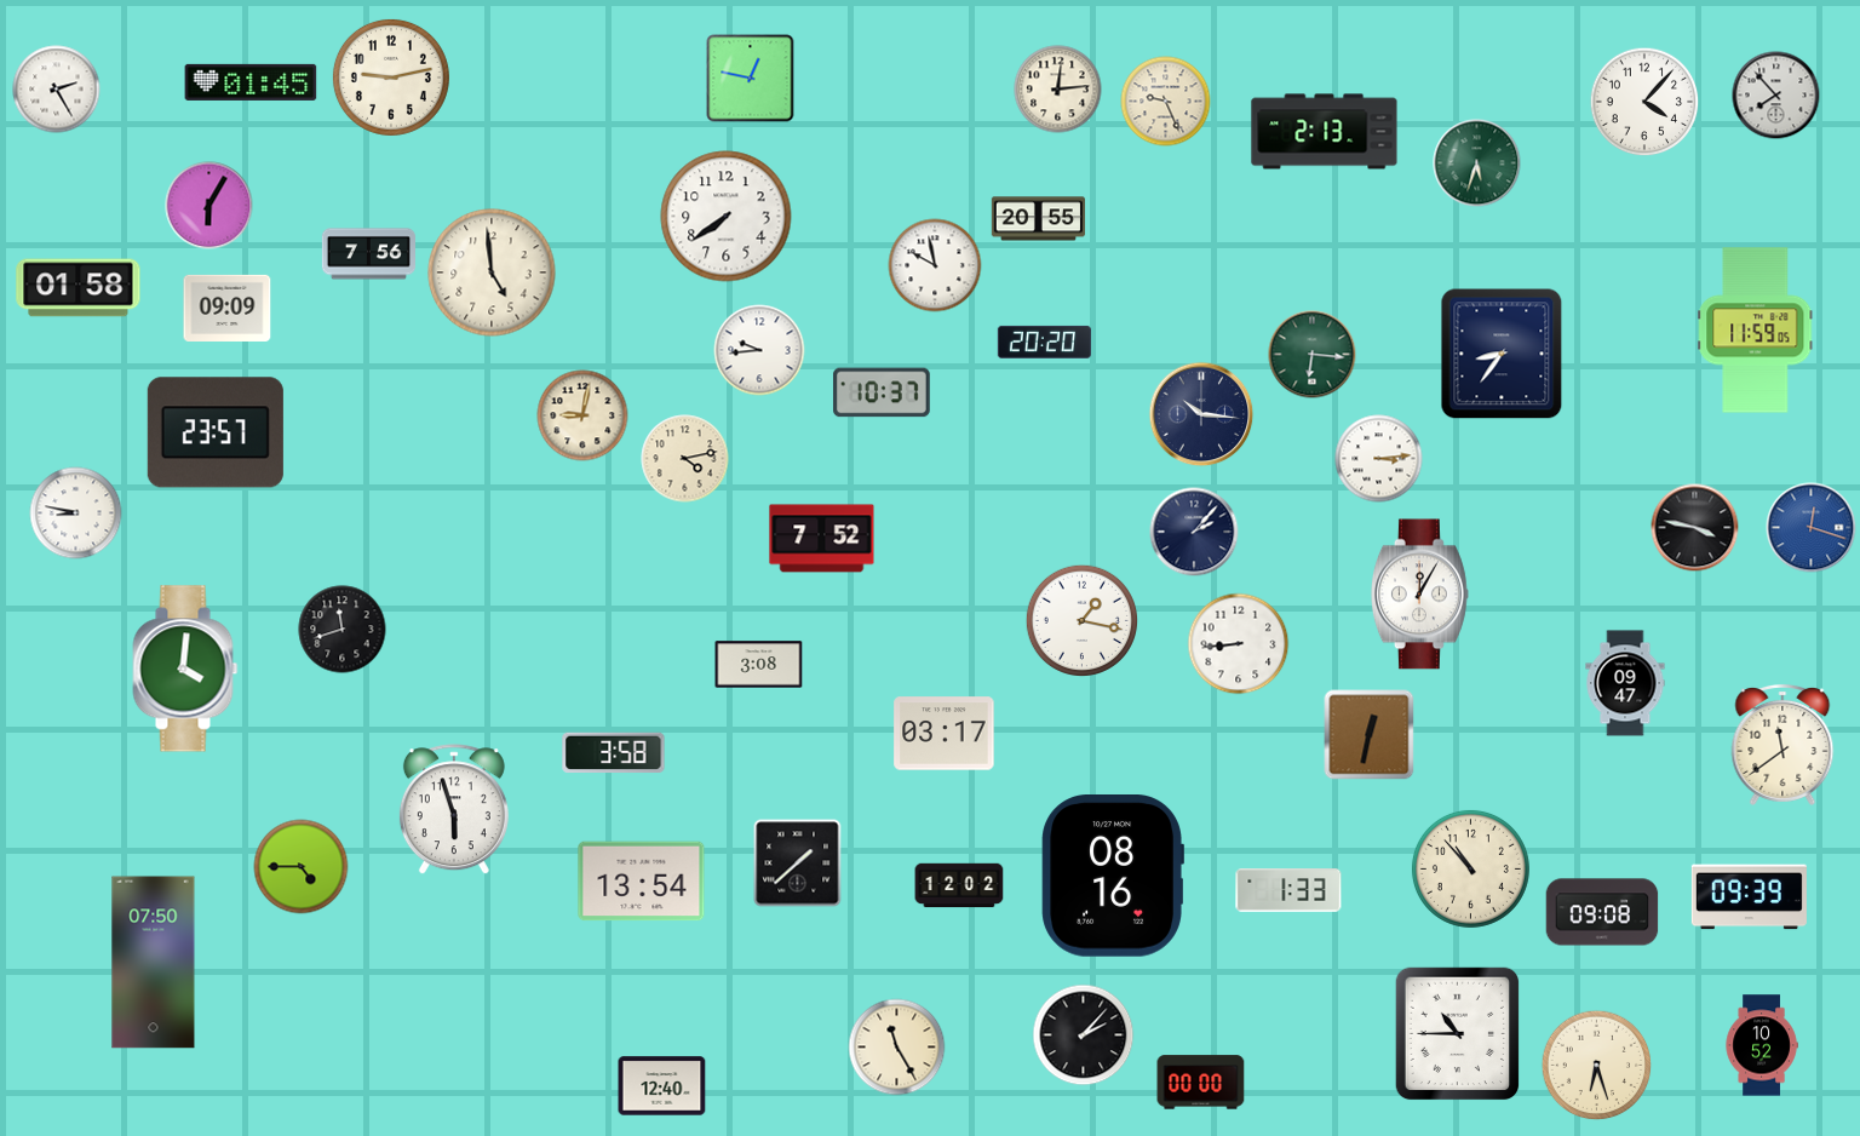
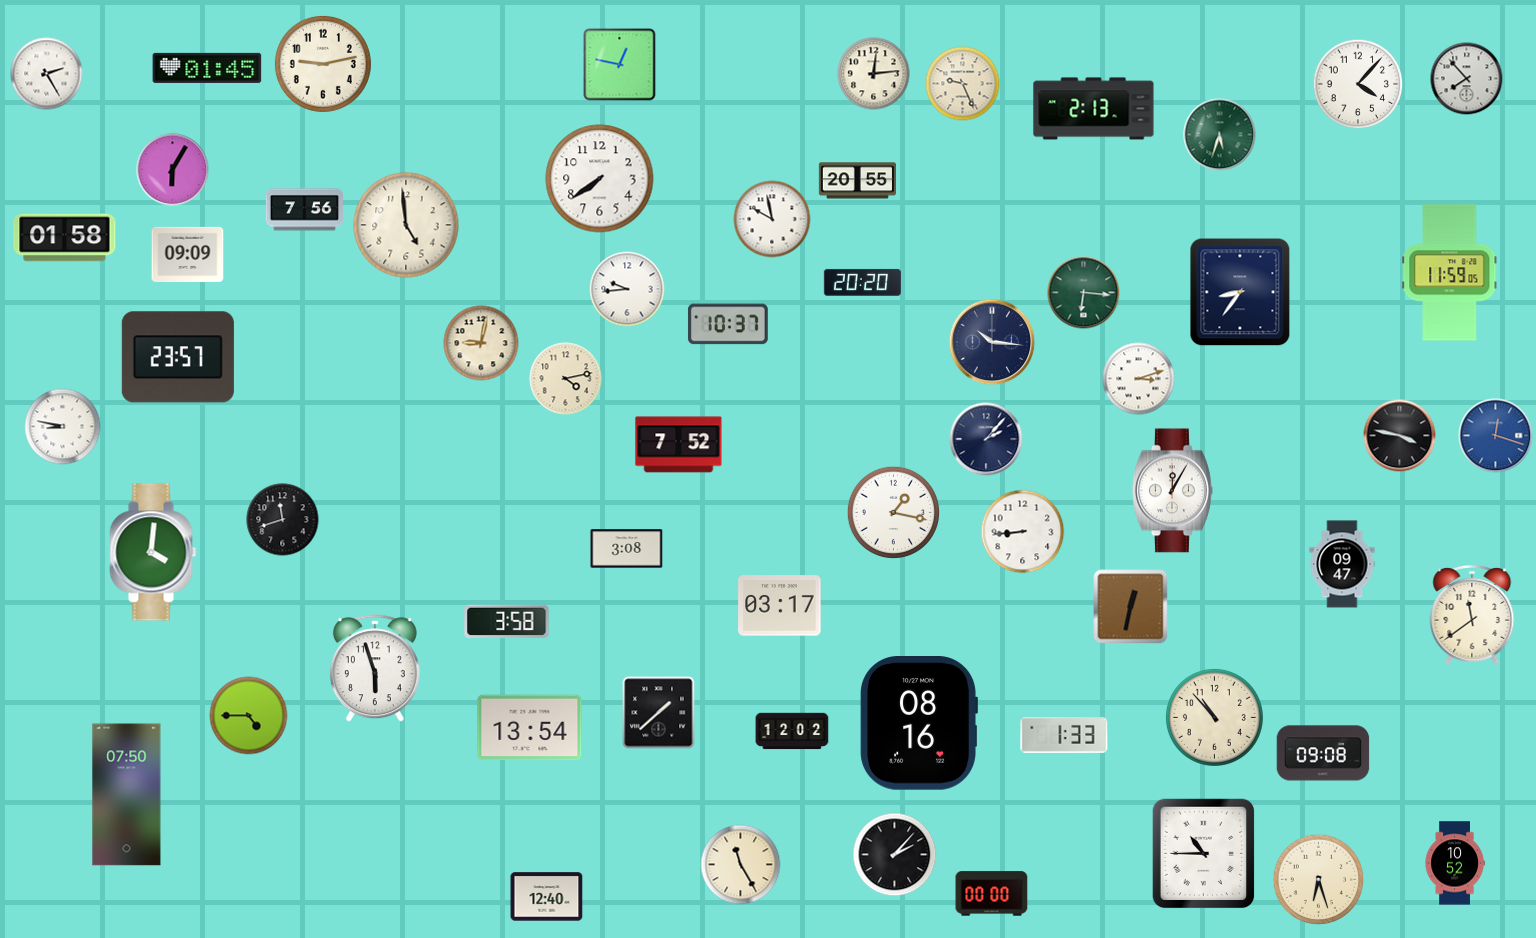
clock at (1379, 459): 3:14 -> 3:12
clock at (76, 514) position: (76, 514) -> (63, 427)
clock at (1749, 897): 09:39 -> none
